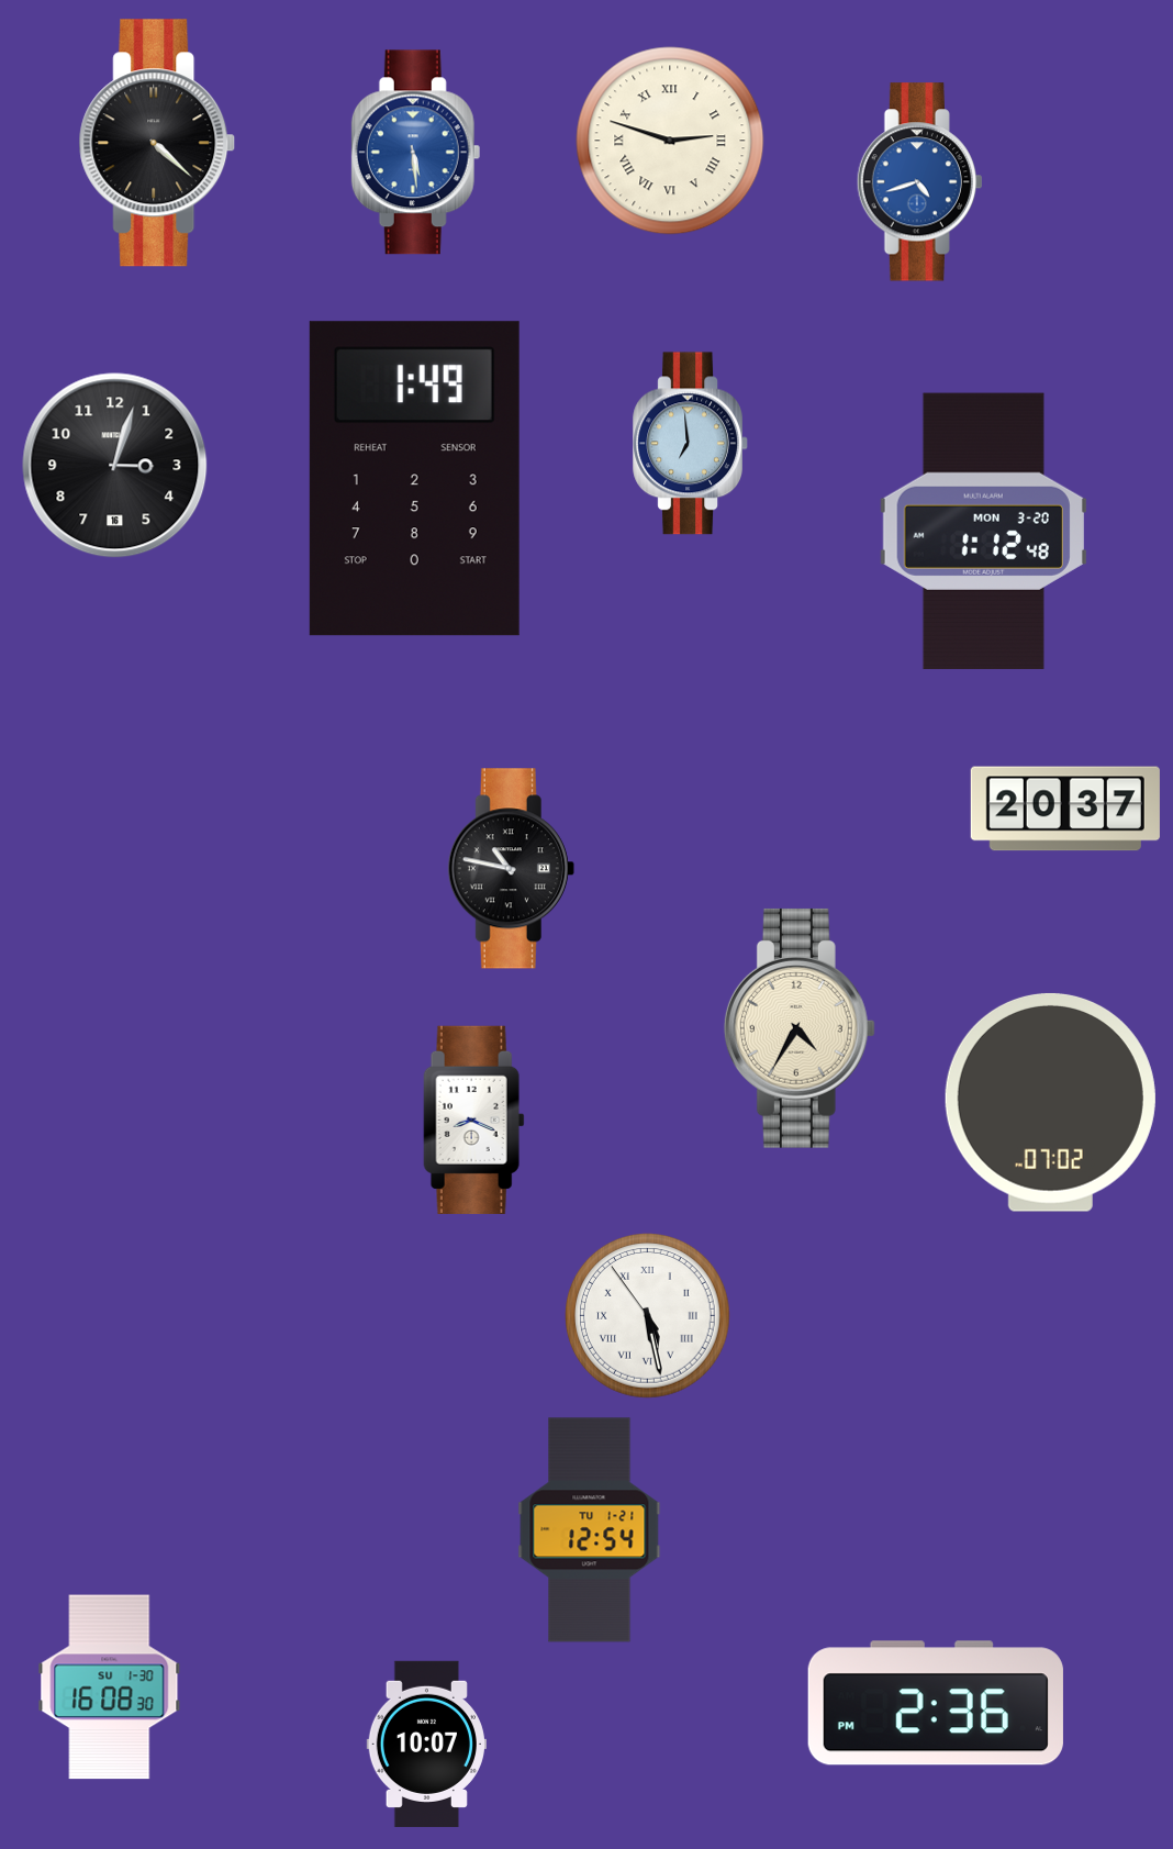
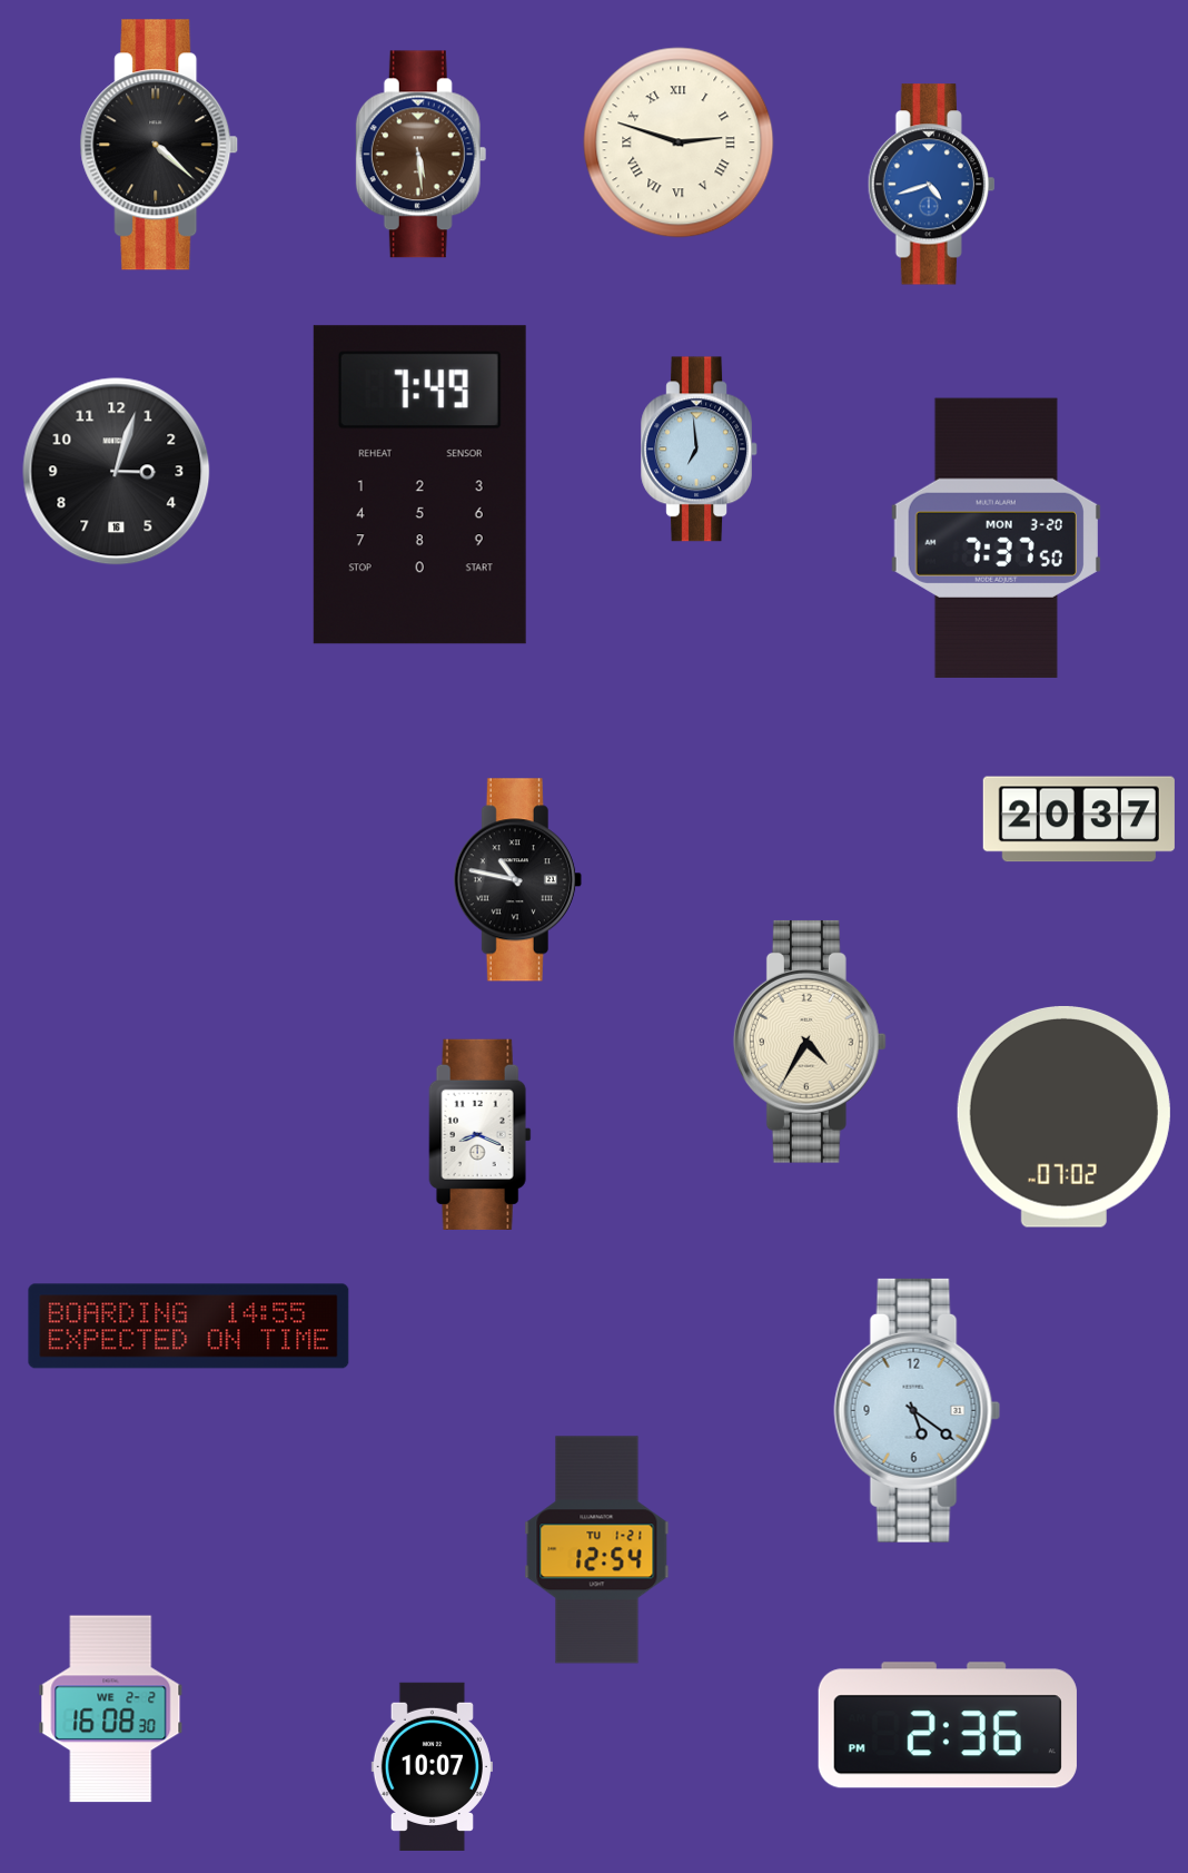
clock at (416, 153) dial: blue -> brown
clock at (414, 479): 1:49 -> 7:49
clock at (983, 531): 1:12 -> 7:37
clock at (189, 1327): none -> 14:55
clock at (648, 1316): 5:27 -> none
clock at (918, 1410): none -> 5:21
clock at (110, 1688) date: SU 1-30 -> WE 2-2
